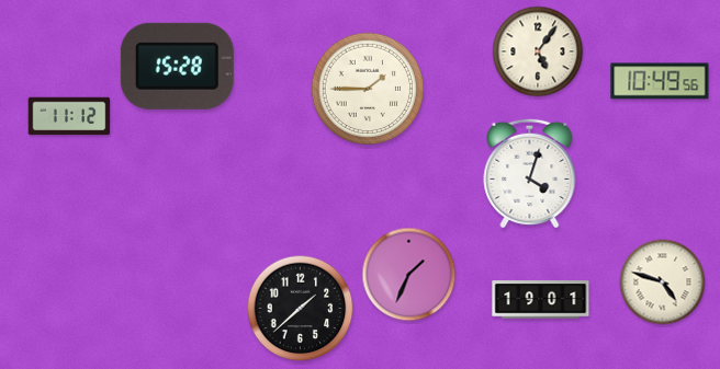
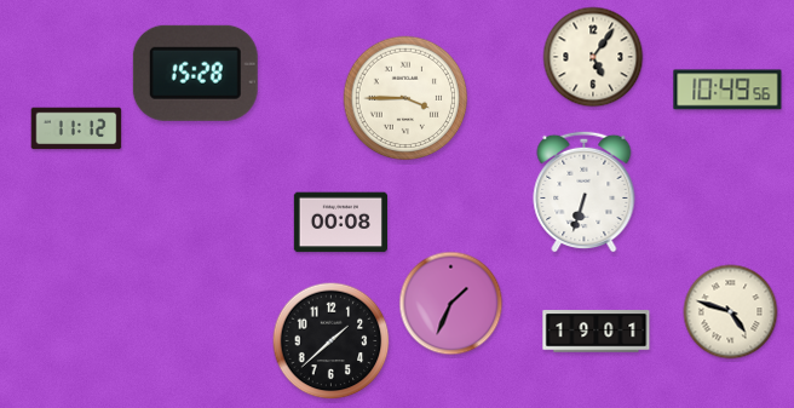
clock at (368, 89): 1:45 -> 3:45
clock at (530, 173): 4:03 -> 6:33
clock at (340, 223): none -> 00:08
